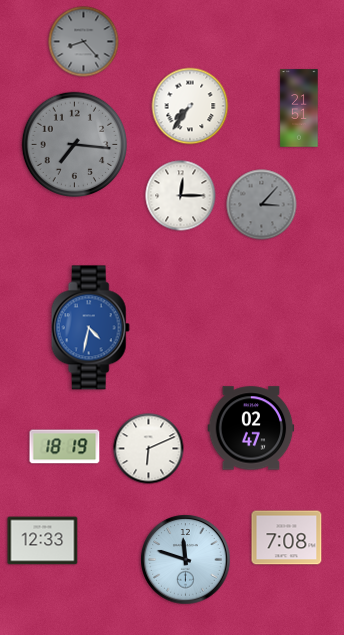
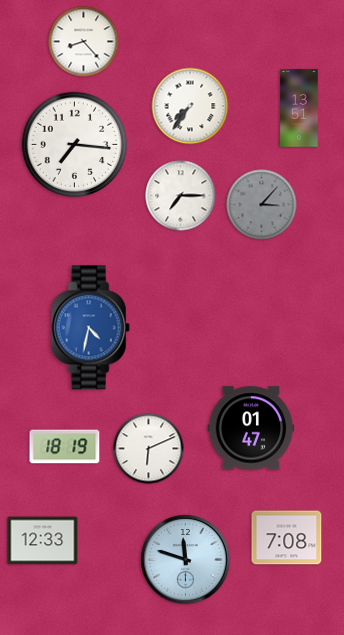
clock at (84, 42) dial: grey -> white
clock at (299, 108): 21:51 -> 13:51
clock at (74, 144) dial: grey -> white
clock at (181, 196): 12:15 -> 7:15
clock at (251, 428): 02:47 -> 01:47
